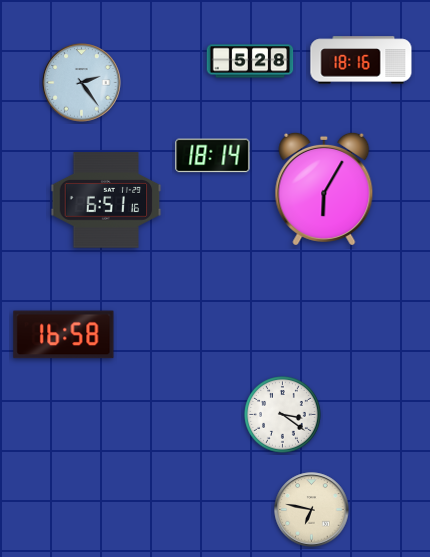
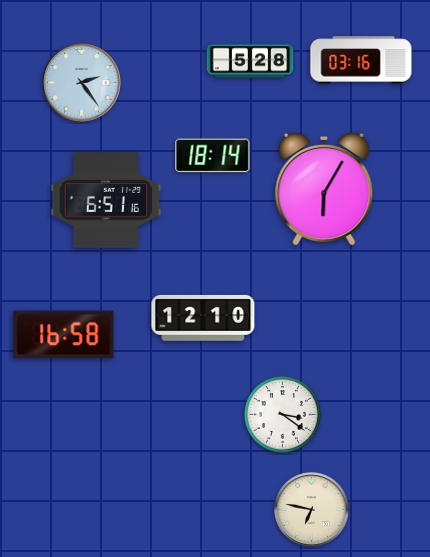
clock at (361, 60): 18:16 -> 03:16
clock at (203, 318): none -> 12:10
